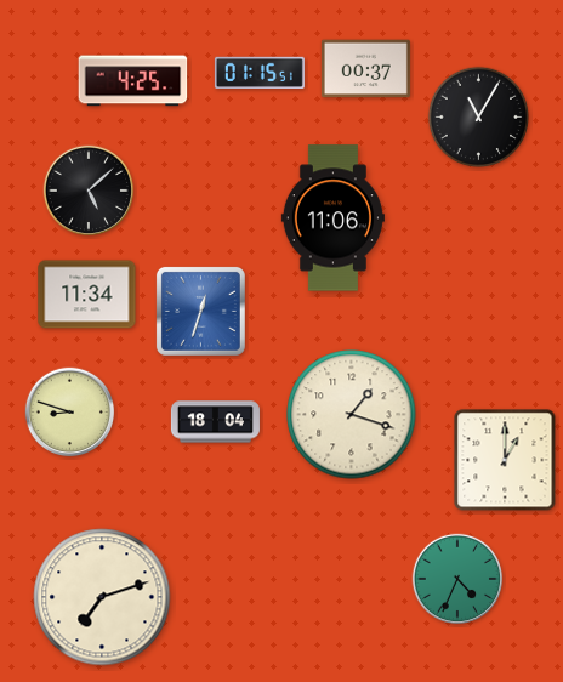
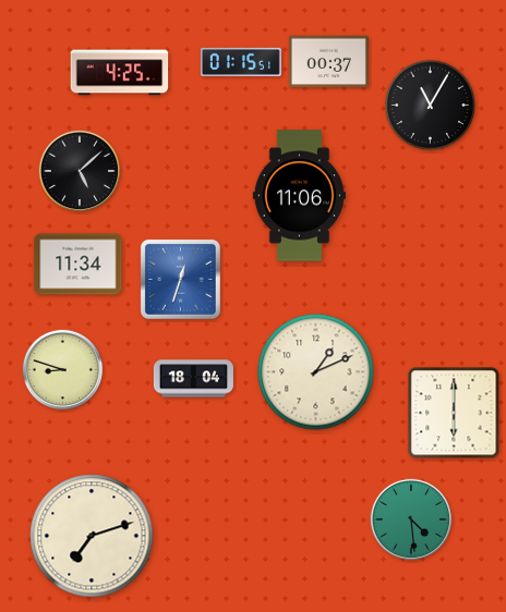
clock at (260, 73) position: (260, 73) -> (241, 62)
clock at (352, 415): 1:18 -> 1:11
clock at (505, 460): 1:00 -> 6:00
clock at (457, 579): 4:34 -> 4:29
